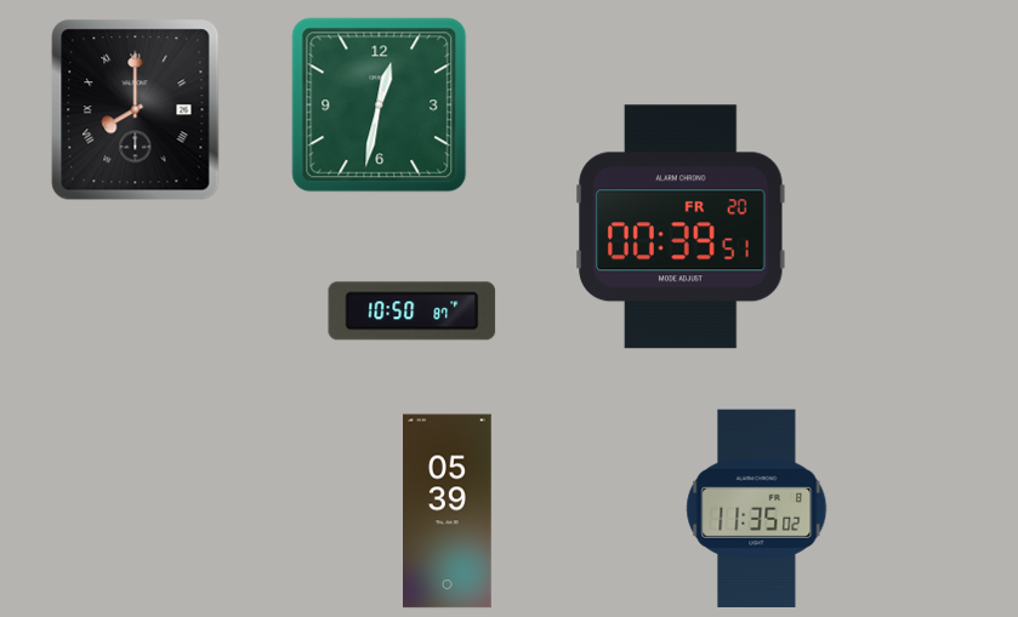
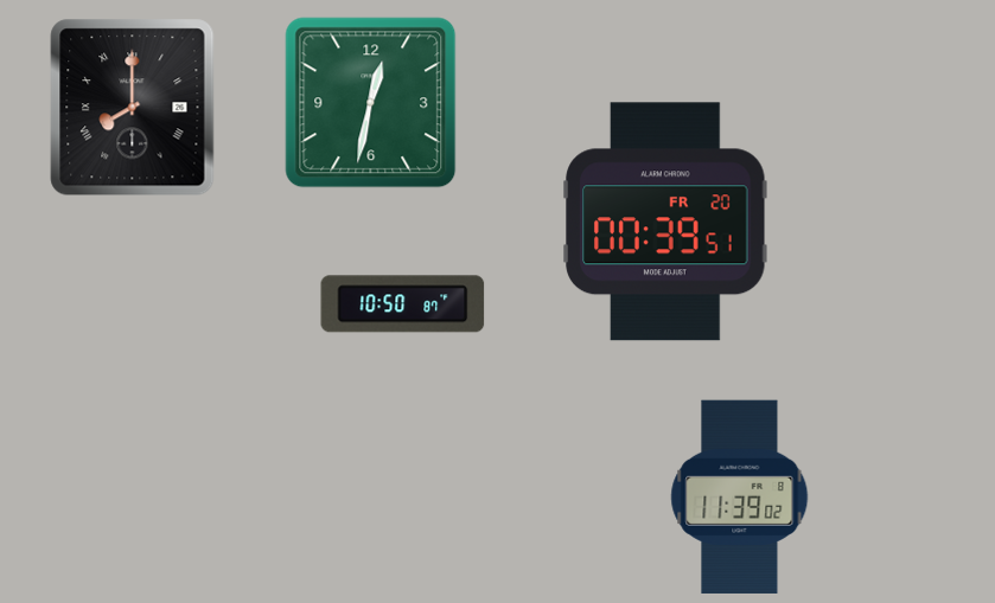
clock at (757, 508): 11:35 -> 11:39
clock at (448, 512): 05:39 -> none
